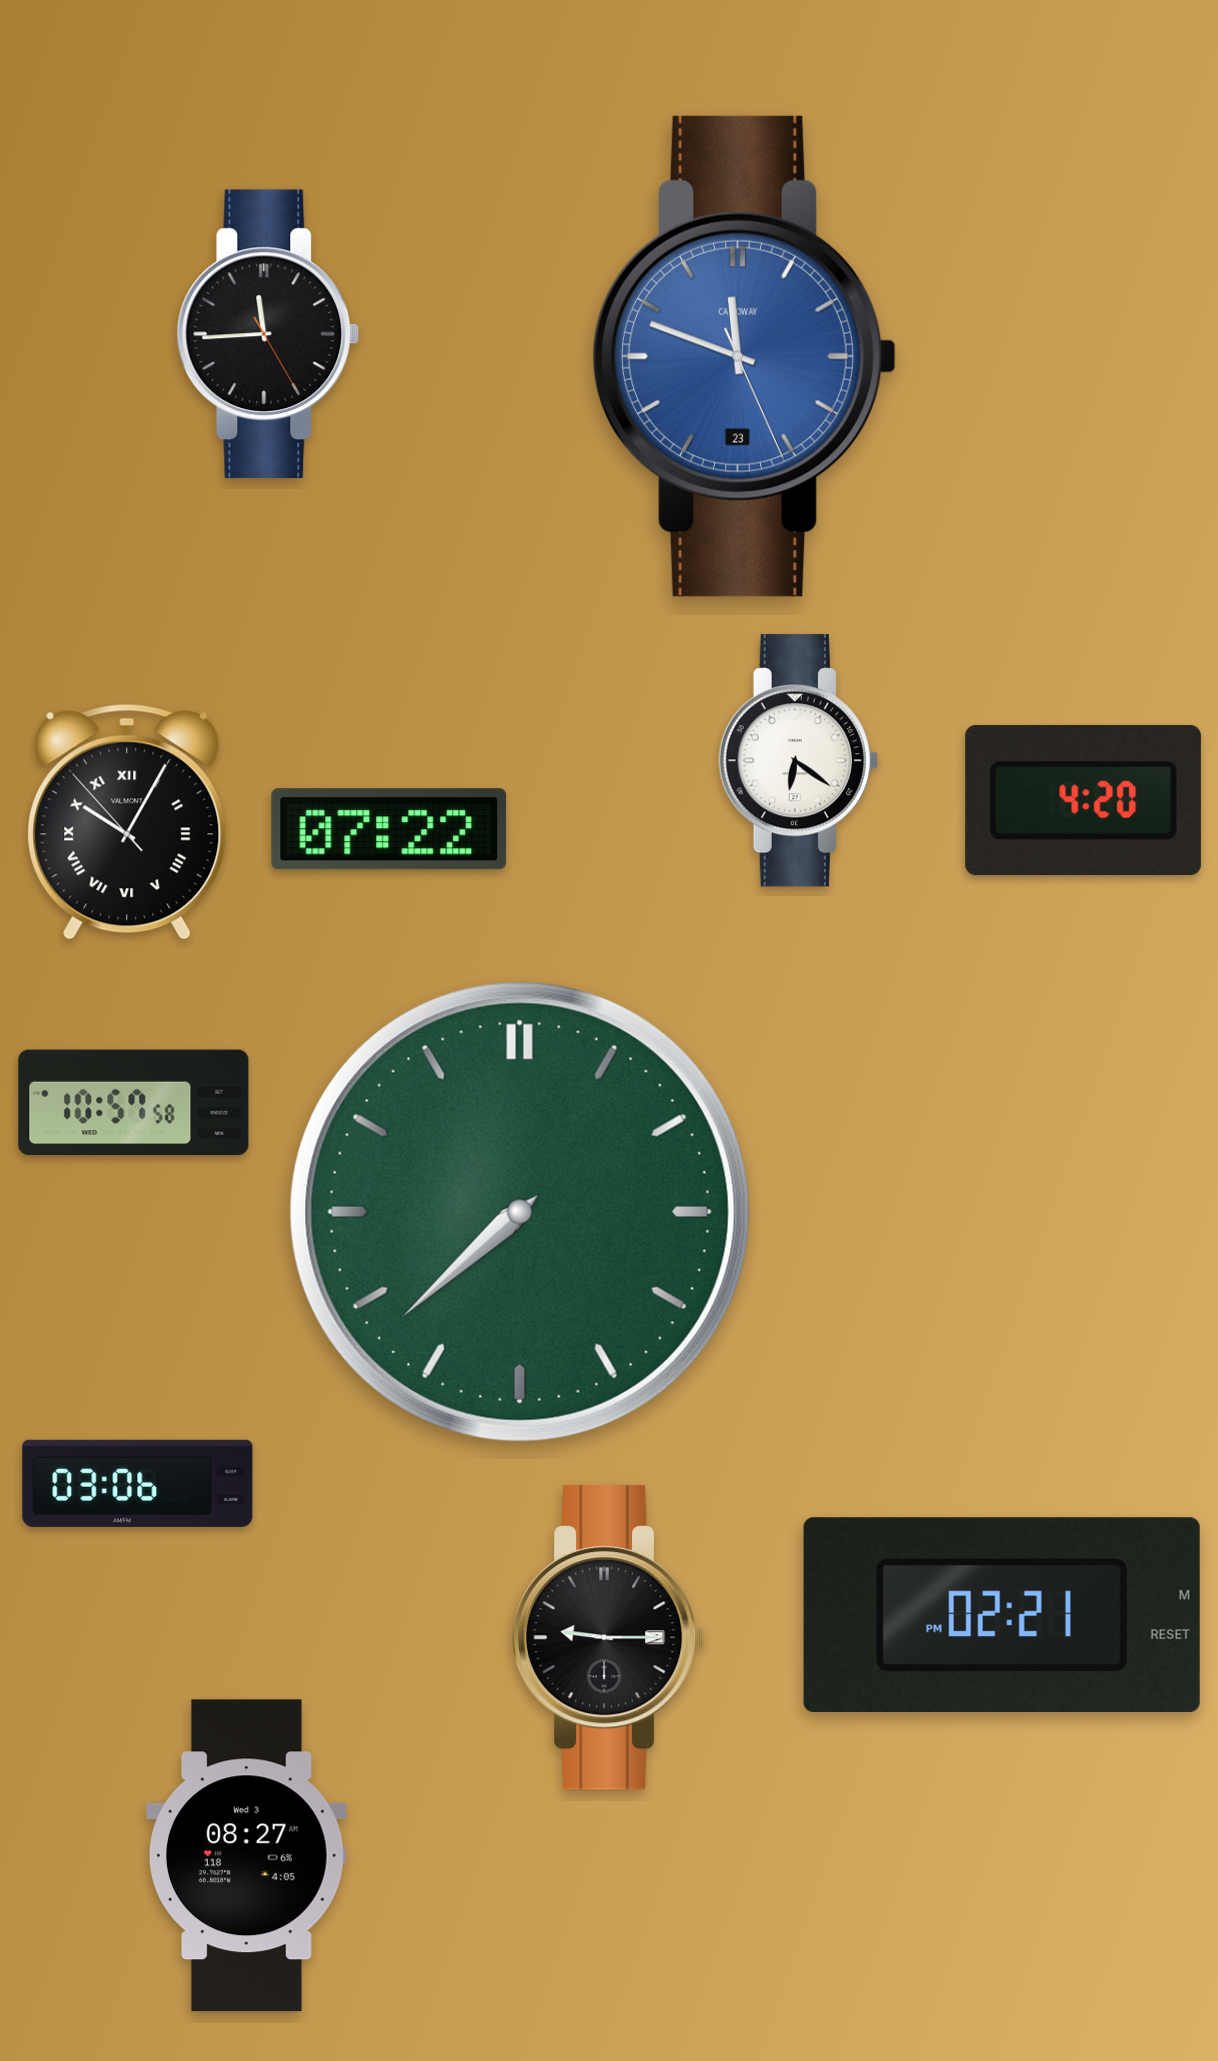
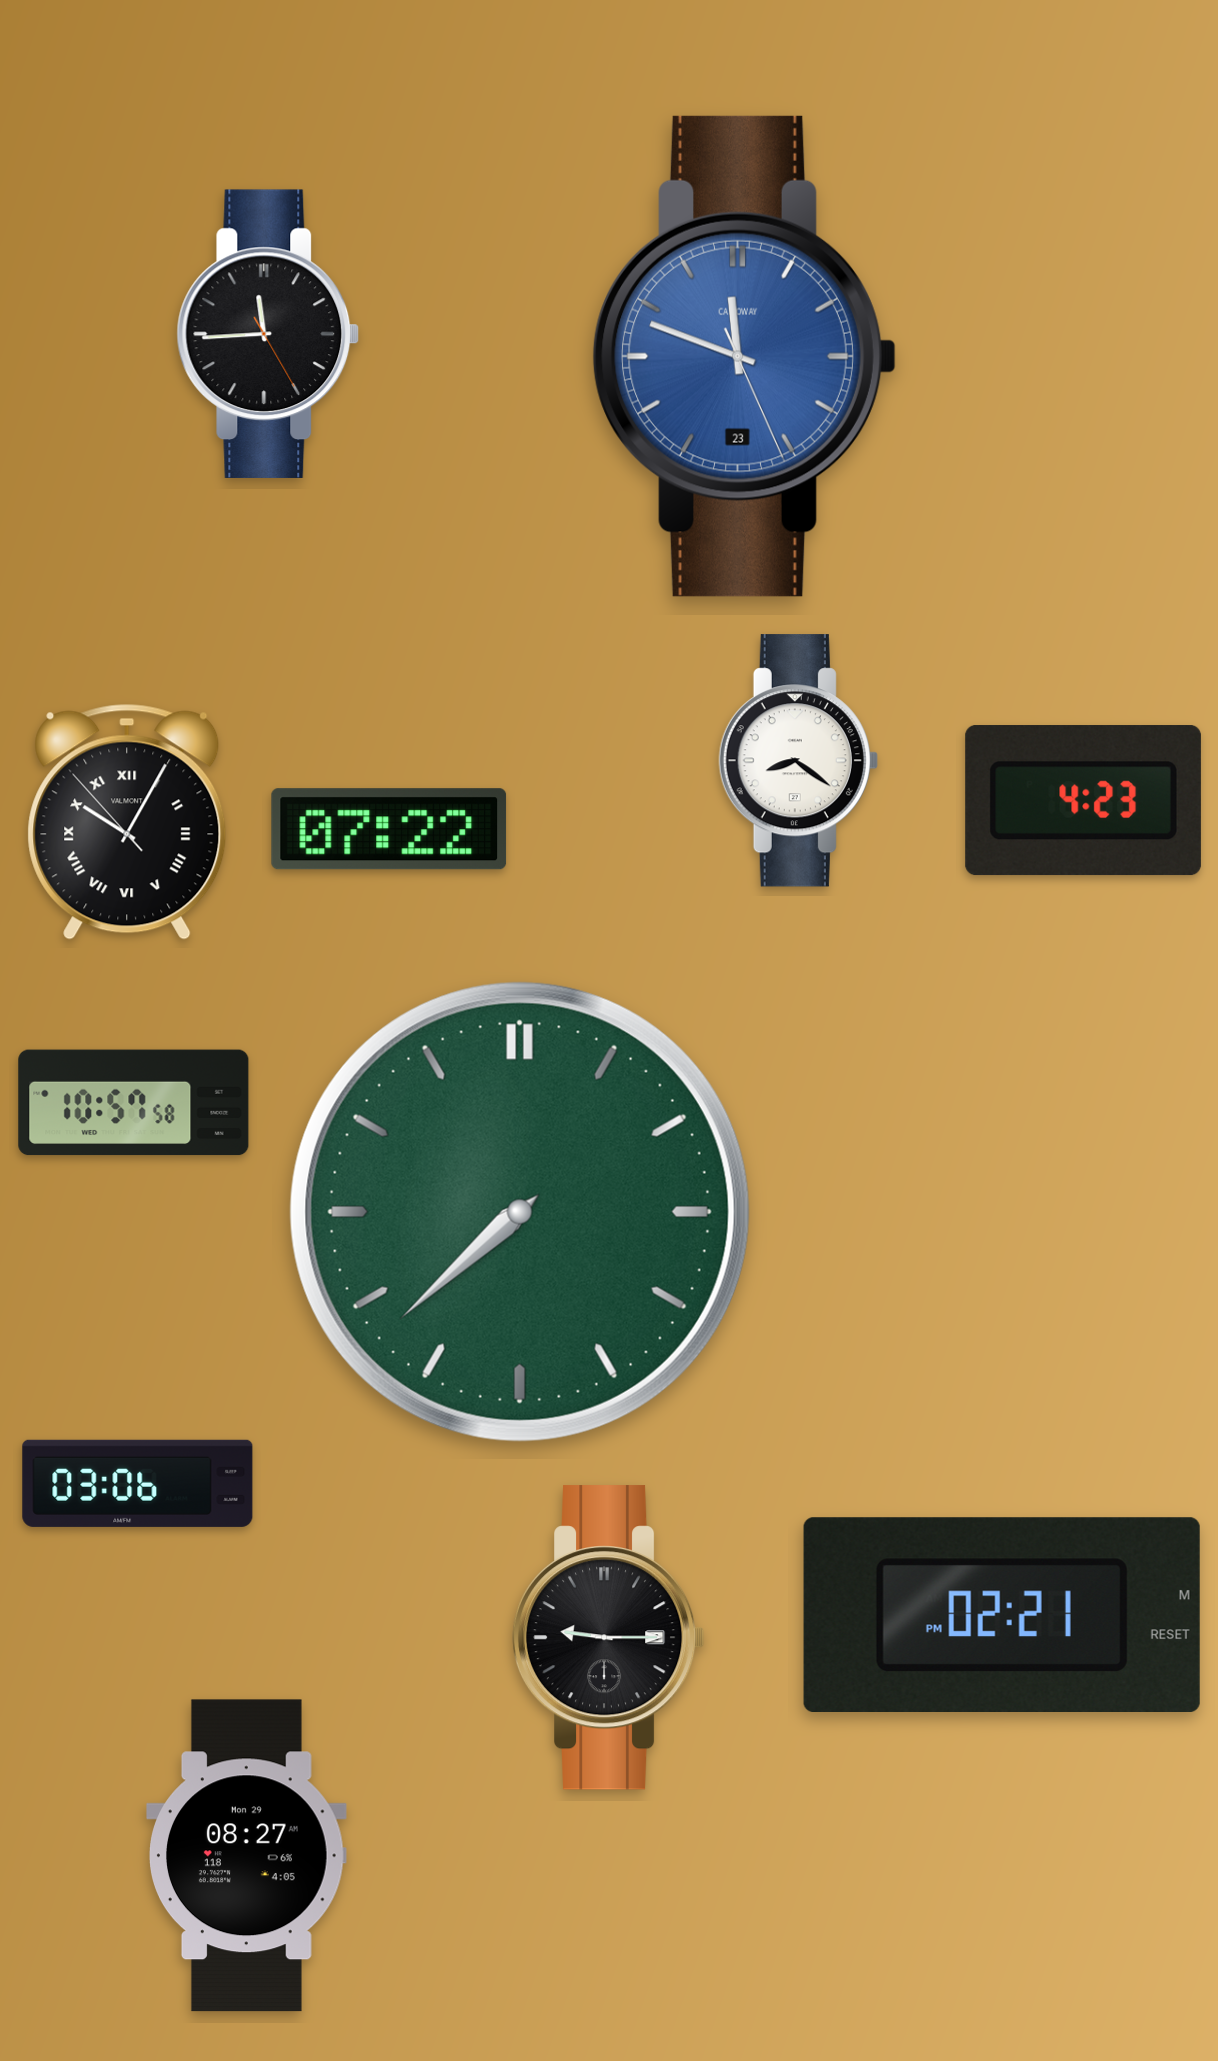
clock at (798, 761): 6:21 -> 8:21
clock at (1083, 801): 4:20 -> 4:23
clock at (247, 1856) date: Wed 3 -> Mon 29
